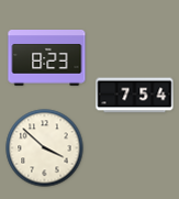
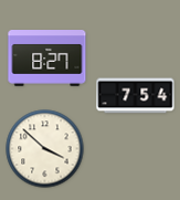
clock at (47, 58): 8:23 -> 8:27
